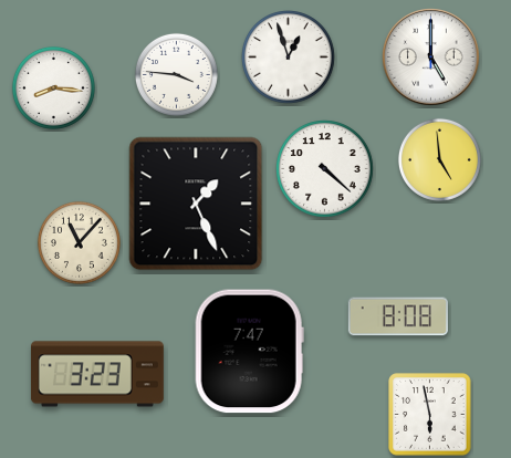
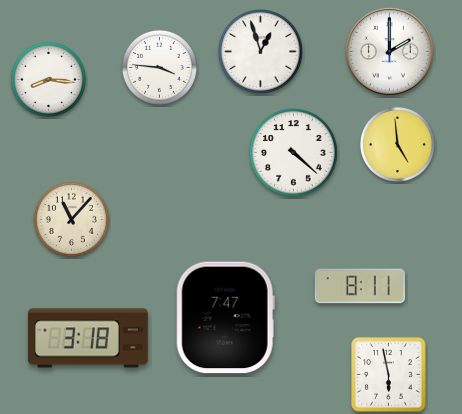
clock at (431, 58): 5:00 -> 2:00
clock at (196, 204): 1:26 -> none
clock at (398, 316): 8:08 -> 8:11
clock at (97, 374): 3:23 -> 3:18
